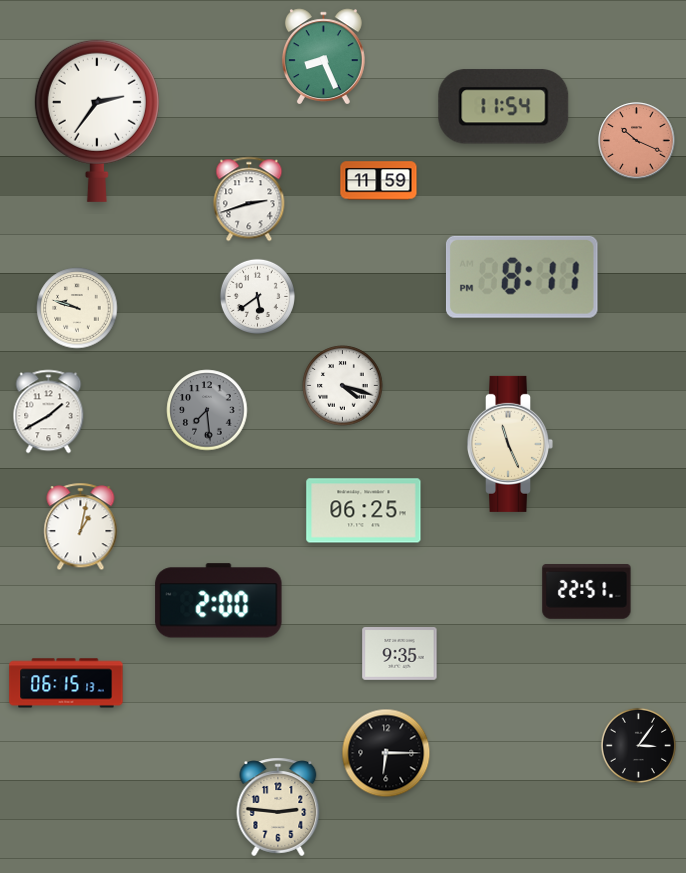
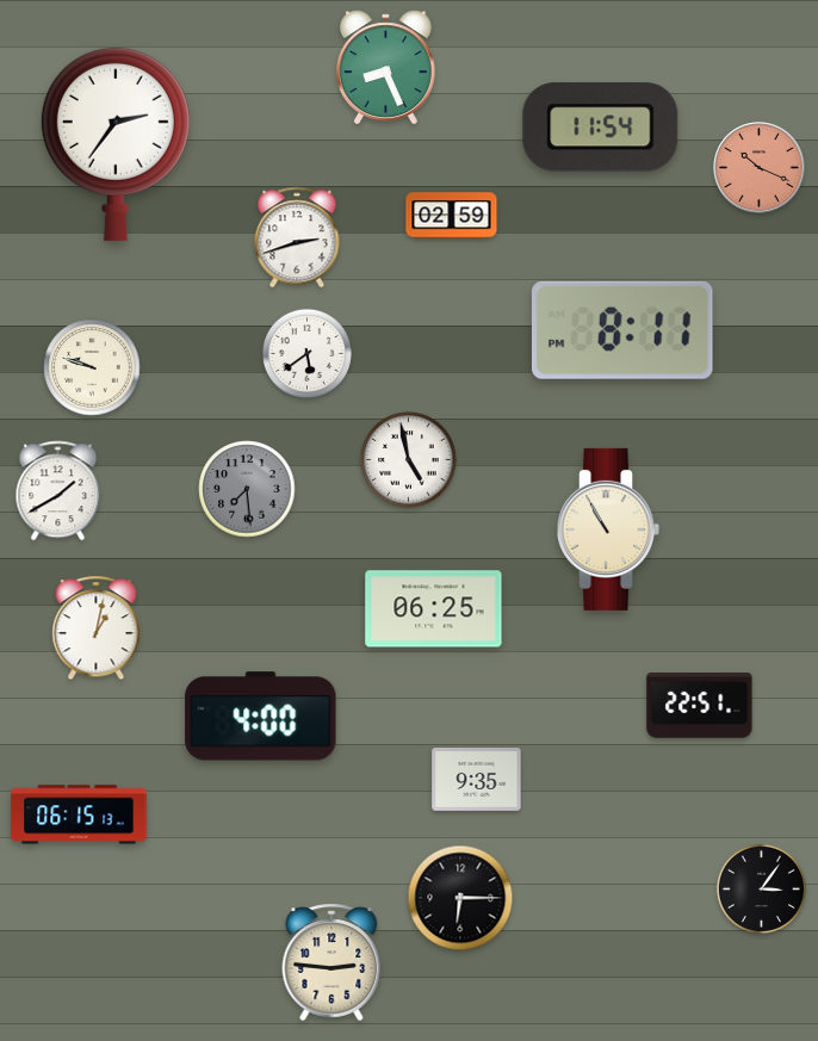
clock at (379, 181): 11:59 -> 02:59
clock at (343, 386): 4:18 -> 4:58
clock at (510, 444): 11:26 -> 10:55
clock at (219, 601): 2:00 -> 4:00
